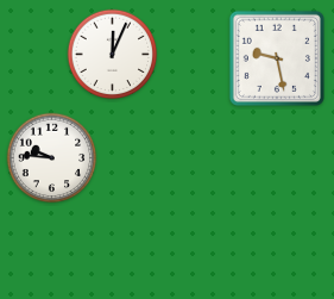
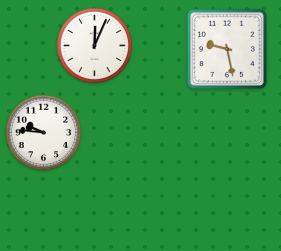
clock at (277, 58) position: (277, 58) -> (227, 49)
